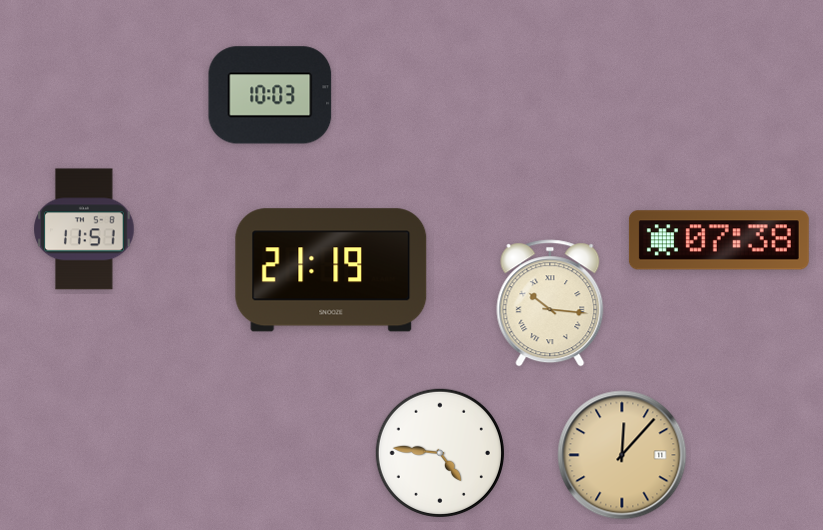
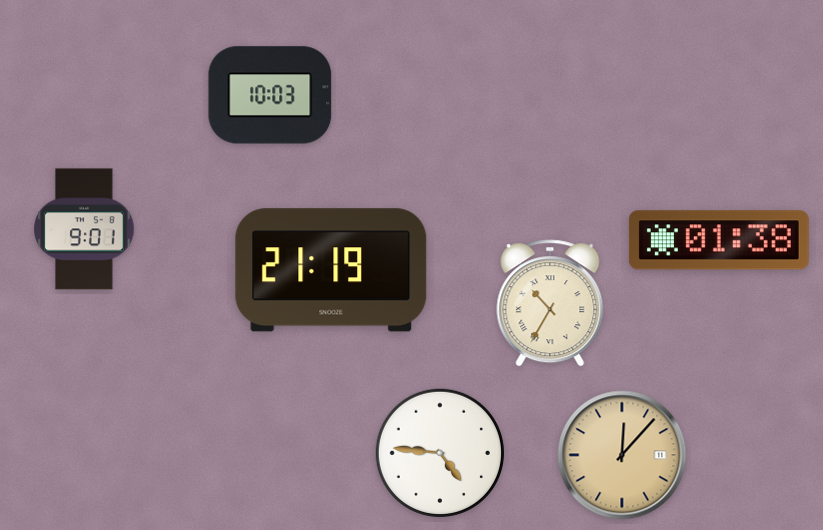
clock at (84, 229): 11:51 -> 9:01
clock at (719, 240): 07:38 -> 01:38
clock at (550, 303): 10:16 -> 10:35
